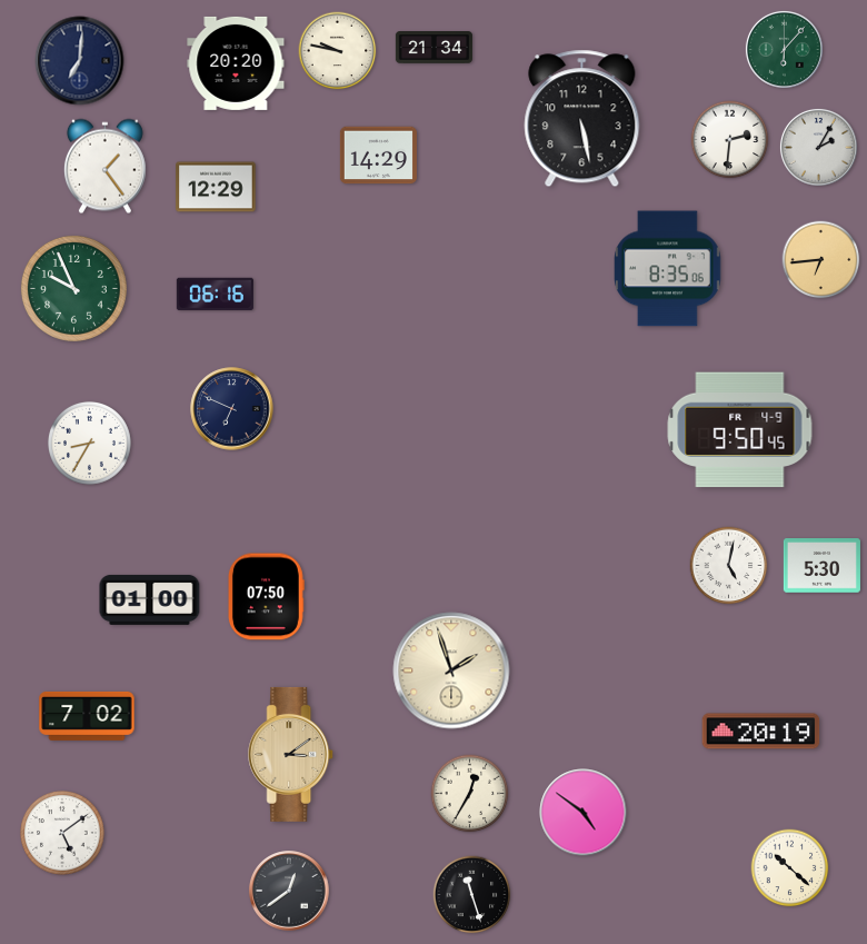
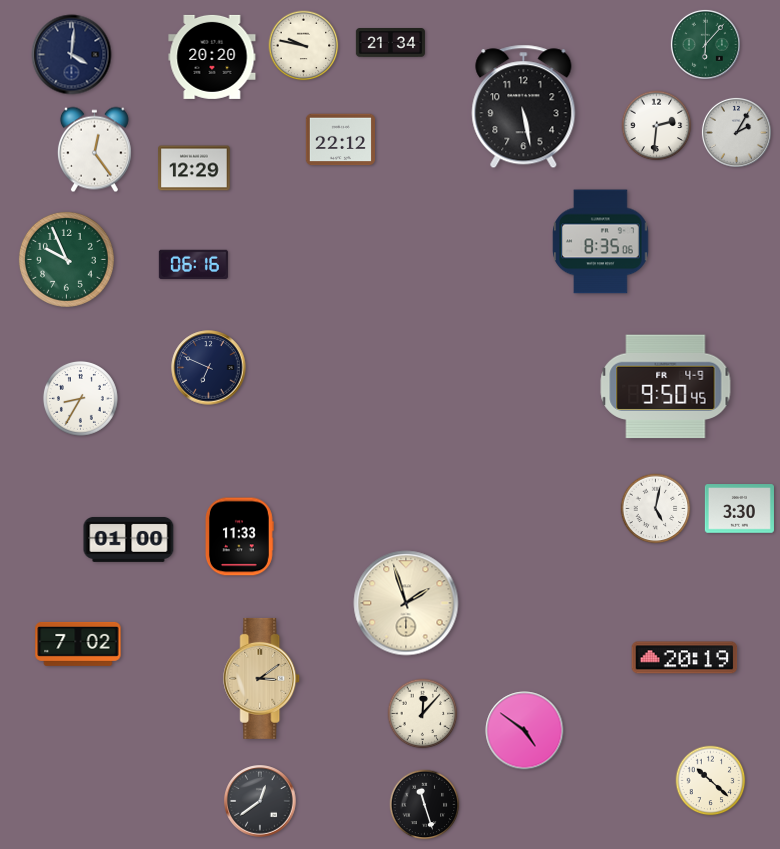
clock at (80, 61): 7:01 -> 4:01
clock at (378, 156): 14:29 -> 22:12
clock at (104, 167): 1:24 -> 12:24
clock at (821, 260): 6:44 -> none
clock at (821, 566): 5:30 -> 3:30
clock at (266, 597): 07:50 -> 11:33
clock at (150, 599) position: (150, 599) -> (129, 539)
clock at (470, 794): 12:35 -> 12:07
clock at (63, 834): 5:09 -> none
